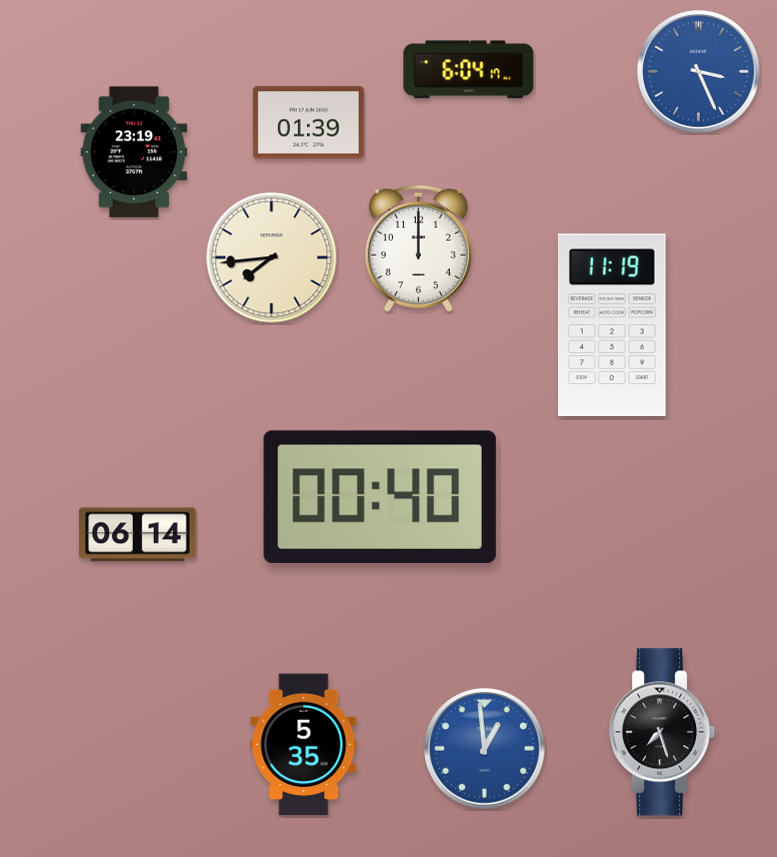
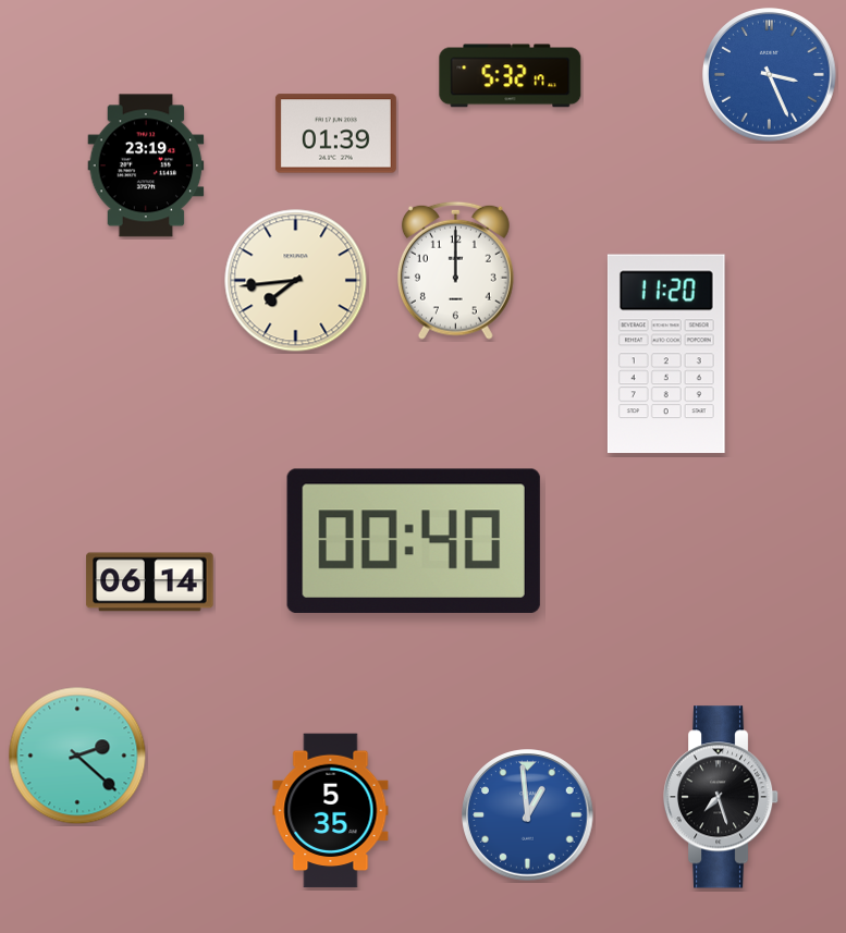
clock at (469, 70): 6:04 -> 5:32
clock at (699, 72) position: (699, 72) -> (770, 75)
clock at (612, 325): 11:19 -> 11:20
clock at (77, 756): none -> 2:22
